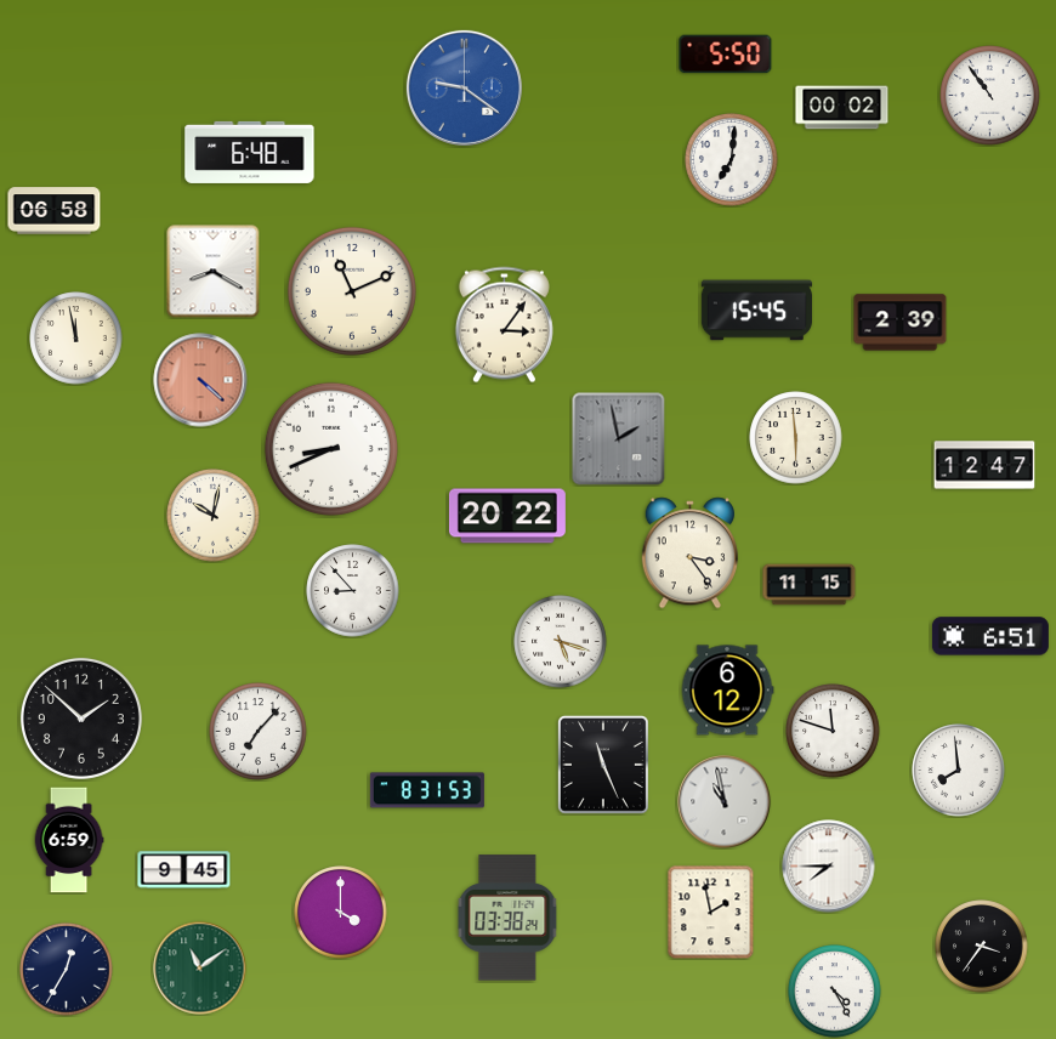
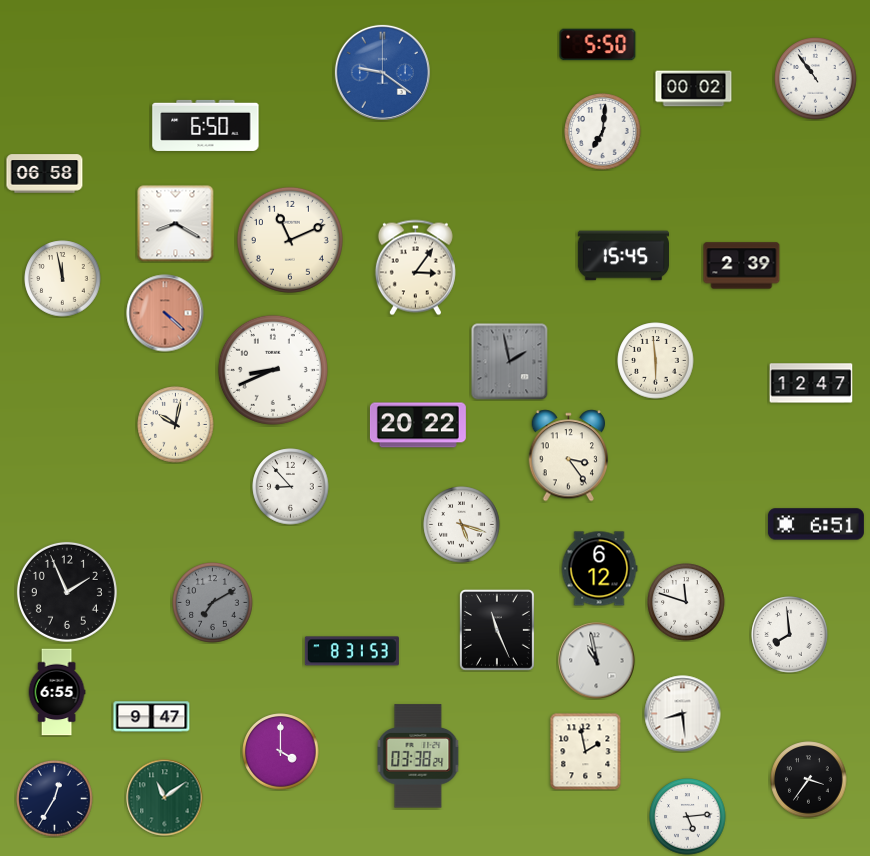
clock at (250, 152): 6:48 -> 6:50
clock at (810, 585): 11:15 -> none
clock at (561, 642) position: (561, 642) -> (462, 525)
clock at (81, 719): 1:52 -> 1:56
clock at (259, 732): 7:07 -> 7:10
clock at (259, 732) dial: white -> grey
clock at (69, 840): 6:59 -> 6:55
clock at (829, 867): 7:45 -> 8:29
clock at (184, 870): 9:45 -> 9:47
clock at (835, 992): 4:25 -> 5:14
